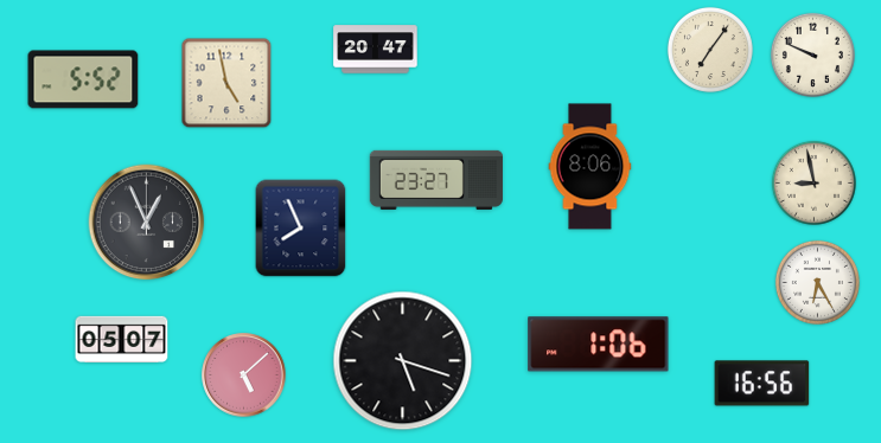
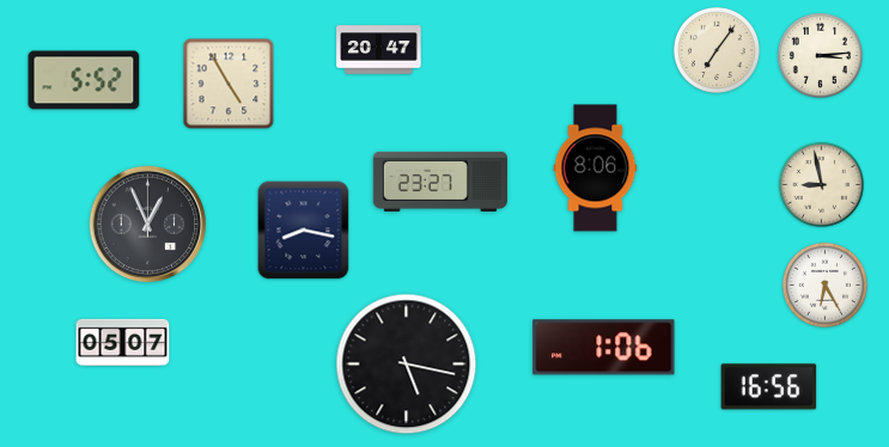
clock at (812, 54): 9:49 -> 3:14
clock at (226, 83): 4:58 -> 4:55
clock at (301, 229): 7:56 -> 8:17
clock at (403, 361): 5:18 -> 5:17
clock at (244, 375): 5:08 -> none
